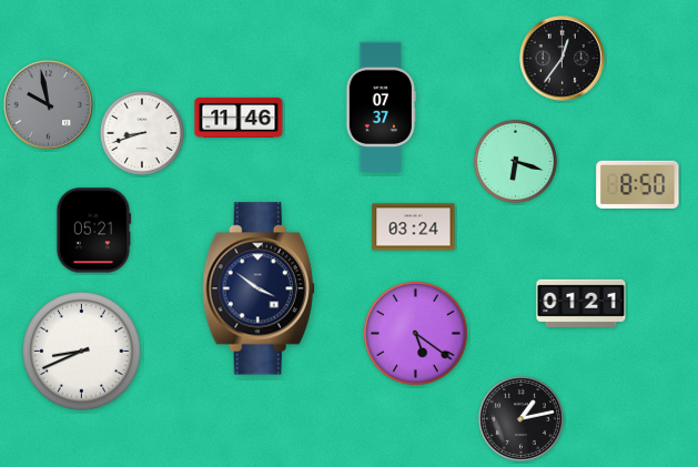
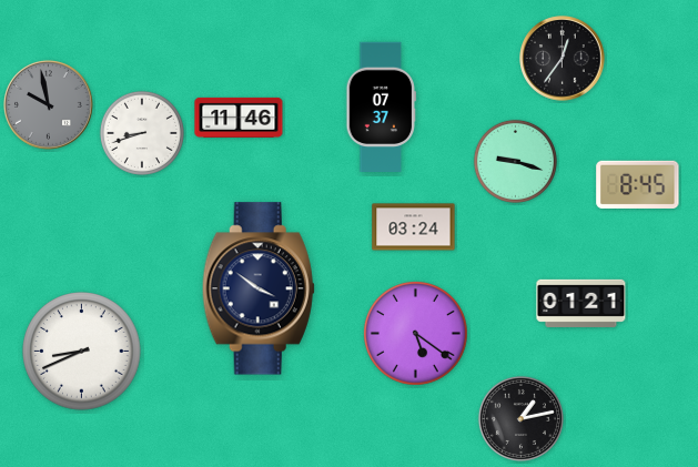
clock at (515, 161): 6:18 -> 9:18
clock at (638, 184): 8:50 -> 8:45
clock at (93, 231): 05:21 -> none
